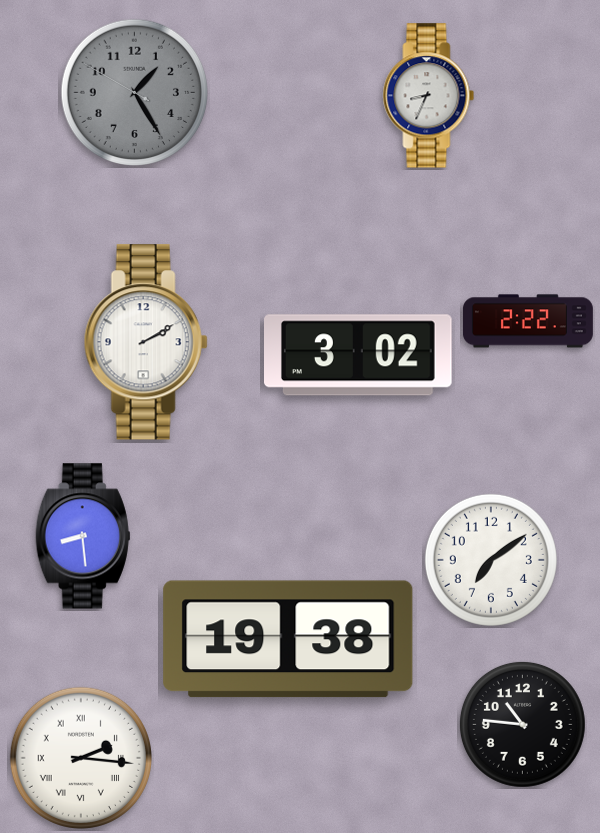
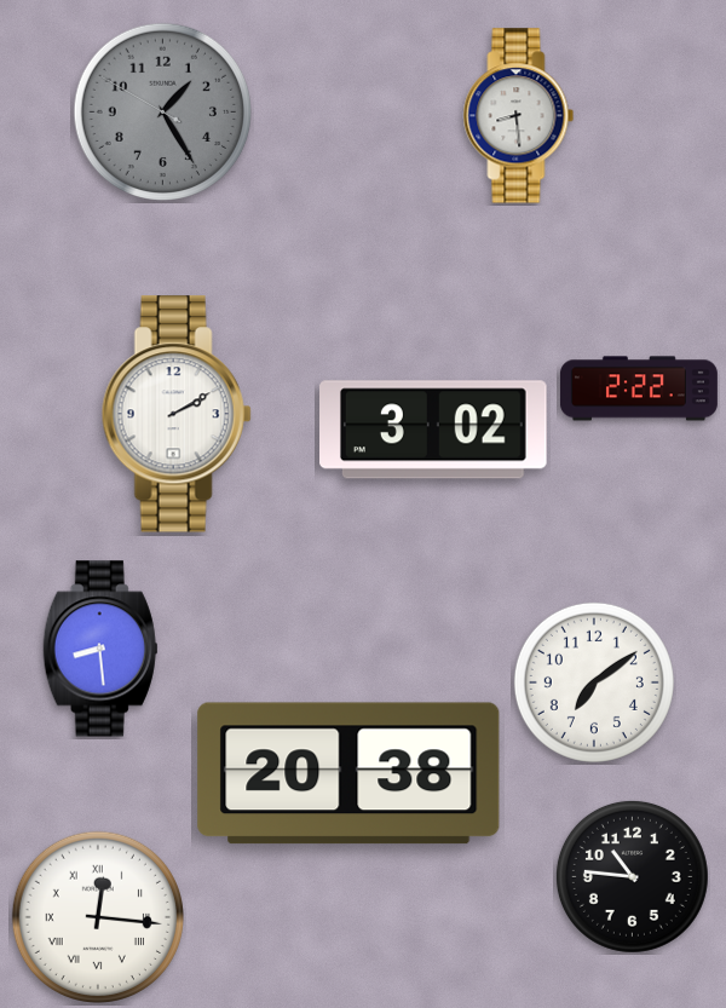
clock at (429, 96): 8:34 -> 8:29
clock at (491, 560) position: (491, 560) -> (594, 682)
clock at (288, 639): 19:38 -> 20:38
clock at (81, 758): 2:16 -> 12:16
